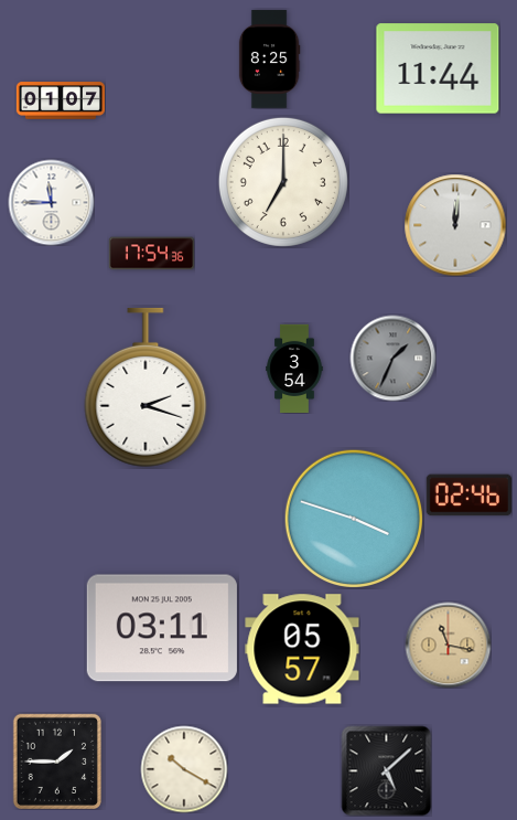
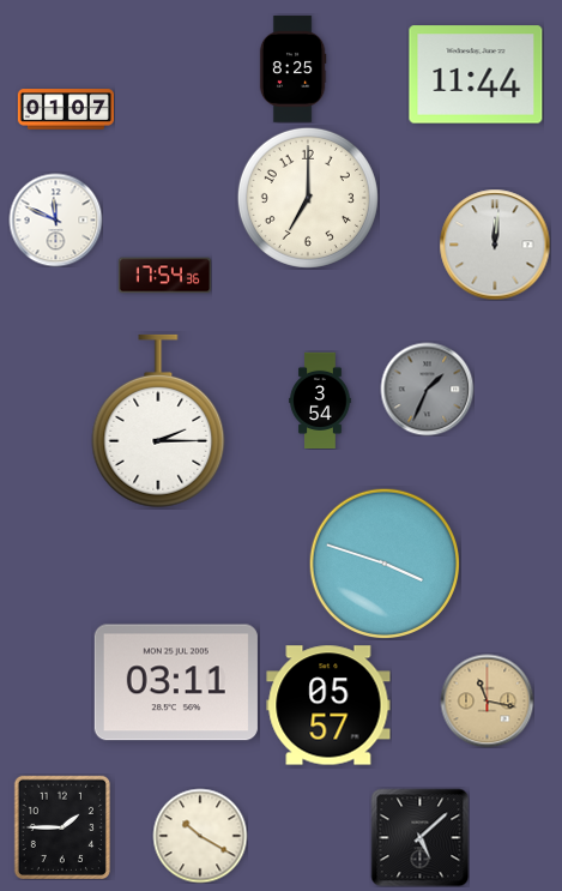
clock at (269, 60) position: (269, 60) -> (292, 70)
clock at (51, 202): 11:45 -> 11:49
clock at (146, 387): 2:18 -> 2:15
clock at (468, 496): 02:46 -> none
